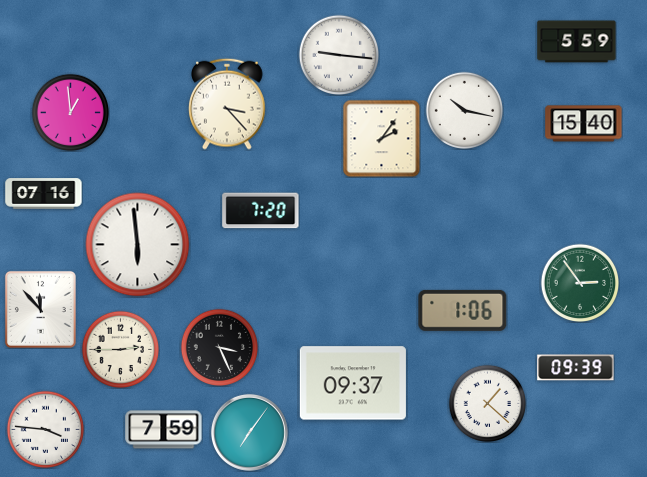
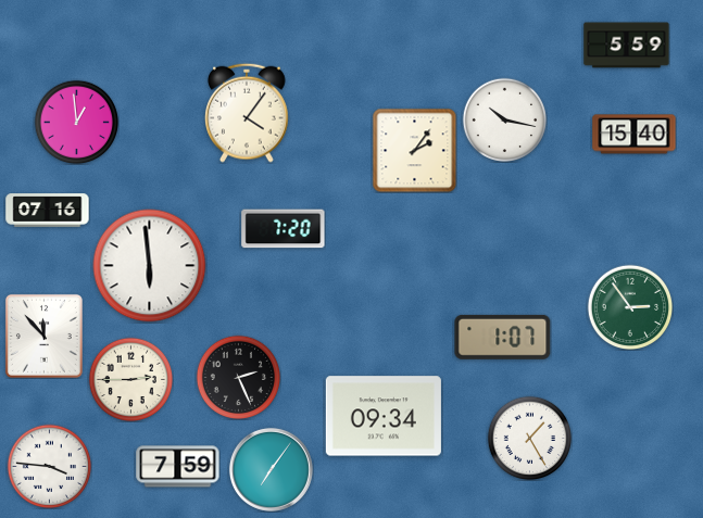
clock at (339, 55): 9:16 -> none
clock at (228, 104): 3:23 -> 4:06
clock at (463, 310): 1:06 -> 1:07
clock at (219, 347): 3:26 -> 2:26
clock at (576, 368): 09:39 -> none
clock at (353, 383): 09:37 -> 09:34
clock at (487, 403): 1:22 -> 1:25
